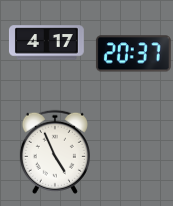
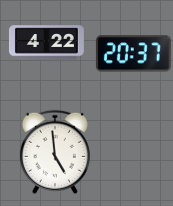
clock at (46, 43): 4:17 -> 4:22
clock at (55, 152): 4:56 -> 4:59
